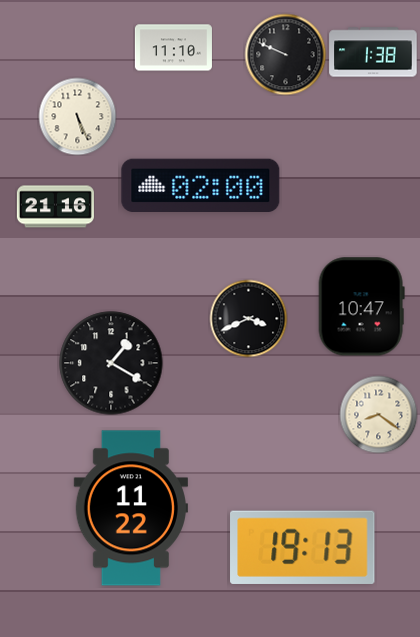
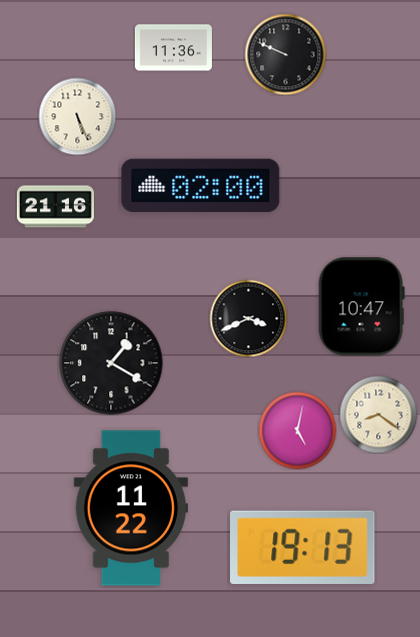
clock at (173, 48): 11:10 -> 11:36
clock at (373, 52): 1:38 -> none
clock at (297, 430): none -> 5:02
